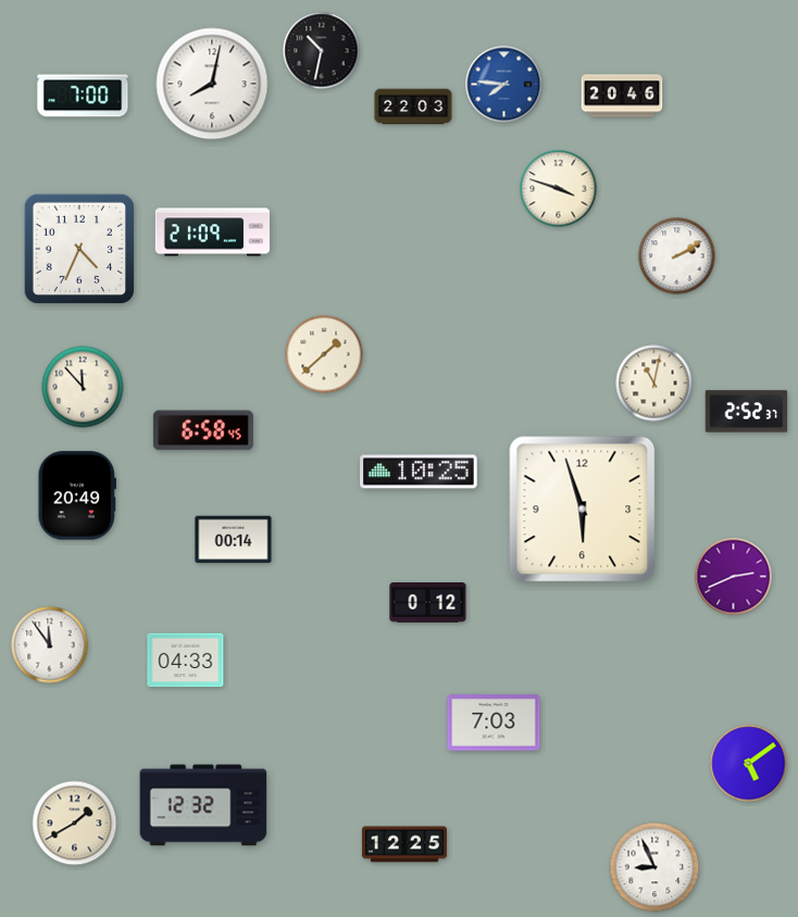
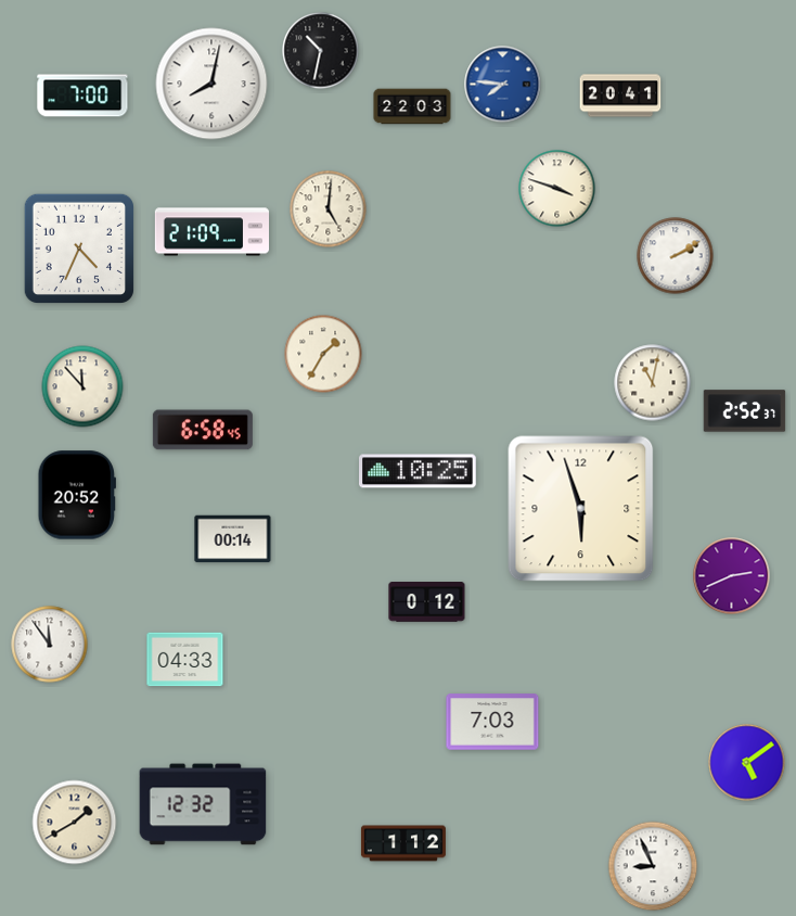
clock at (622, 96): 20:46 -> 20:41
clock at (329, 209): none -> 5:01
clock at (324, 354): 1:38 -> 1:35
clock at (77, 495): 20:49 -> 20:52
clock at (404, 844): 12:25 -> 1:12
